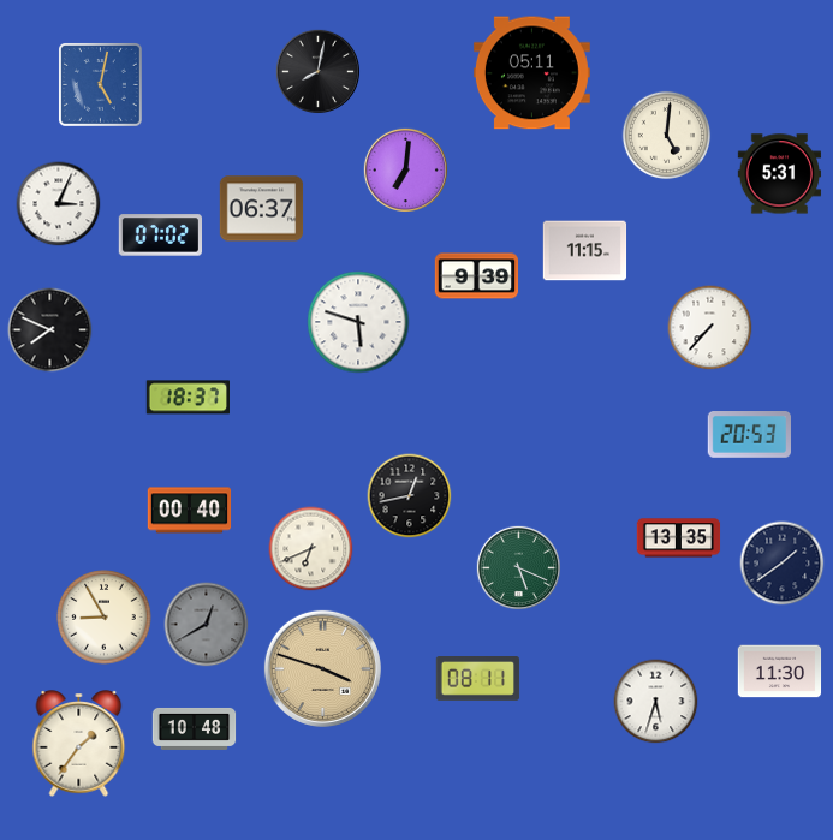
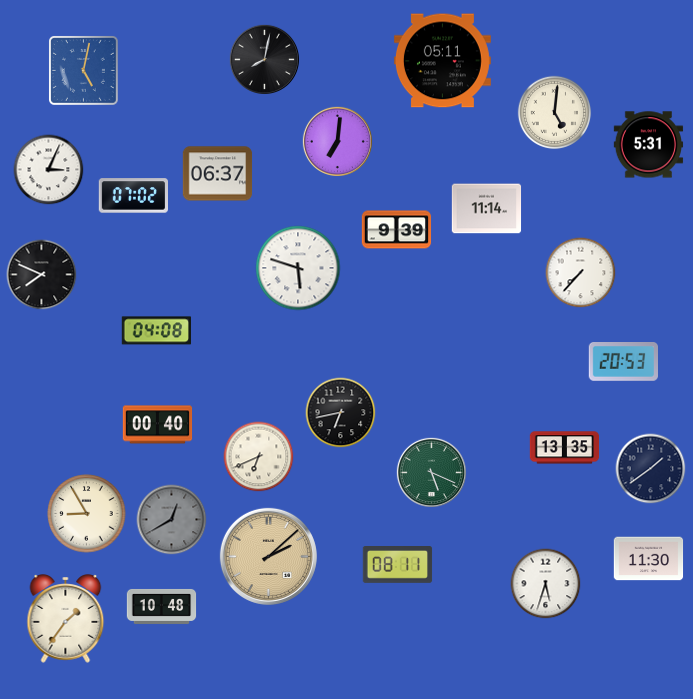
clock at (585, 251): 11:15 -> 11:14
clock at (710, 328) position: (710, 328) -> (581, 273)
clock at (188, 398): 18:37 -> 04:08
clock at (410, 496): 12:43 -> 6:43
clock at (322, 668): 3:48 -> 2:08
